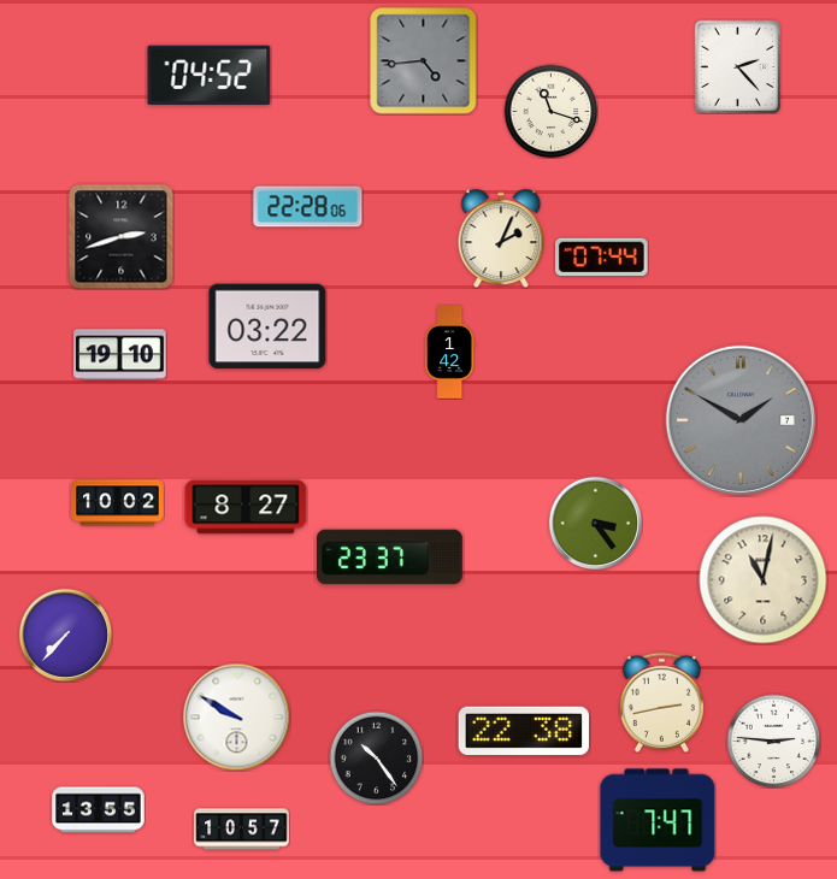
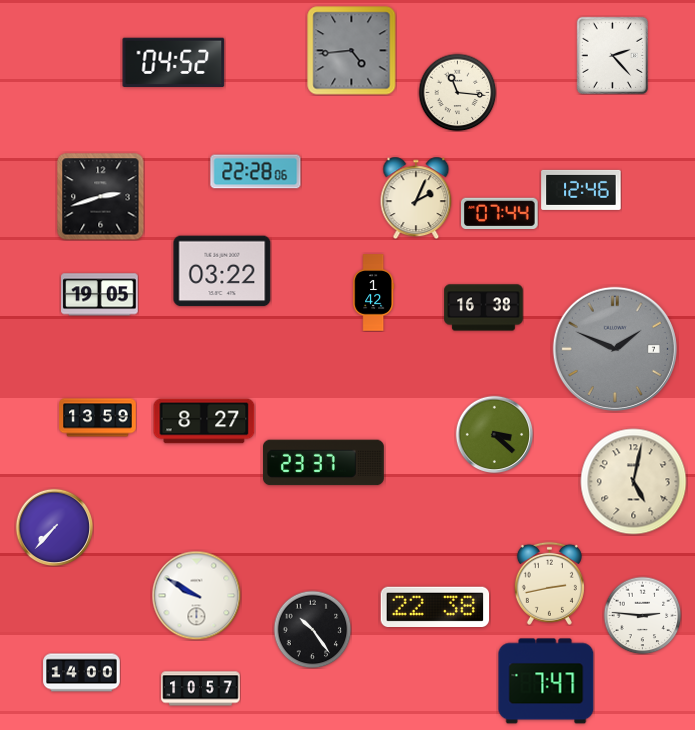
clock at (550, 111): 11:18 -> 11:16
clock at (581, 190): none -> 12:46
clock at (120, 355): 19:10 -> 19:05
clock at (484, 308): none -> 16:38
clock at (741, 420): 1:50 -> 1:49
clock at (118, 503): 10:02 -> 13:59
clock at (595, 523): 3:24 -> 3:22
clock at (764, 580): 11:02 -> 5:02
clock at (99, 810): 13:55 -> 14:00
